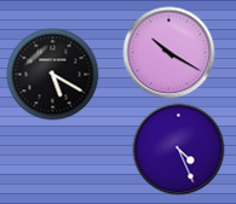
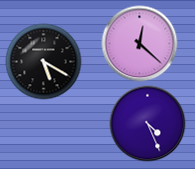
clock at (169, 53): 10:20 -> 12:22
